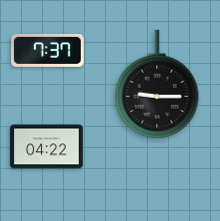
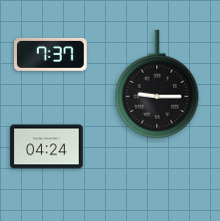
clock at (48, 50) position: (48, 50) -> (51, 54)
clock at (47, 147): 04:22 -> 04:24
